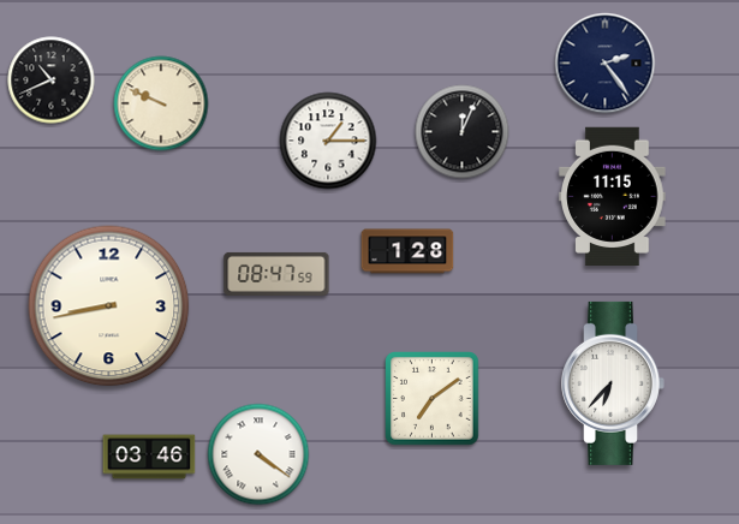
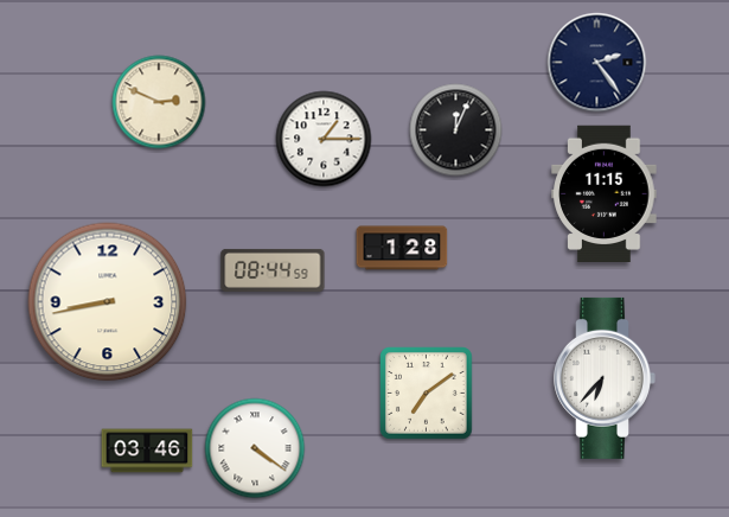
clock at (52, 81): 10:41 -> none
clock at (161, 103): 9:49 -> 2:49
clock at (276, 274): 08:47 -> 08:44
